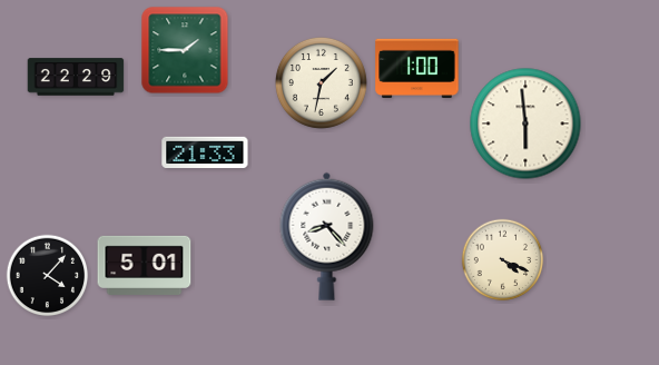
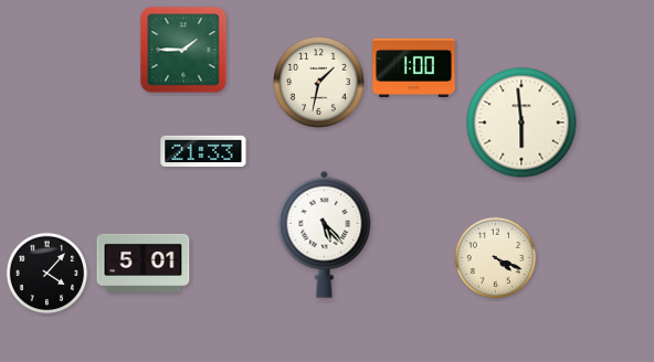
clock at (76, 77): 22:29 -> none
clock at (327, 236): 8:23 -> 5:23
clock at (503, 260) position: (503, 260) -> (496, 258)
